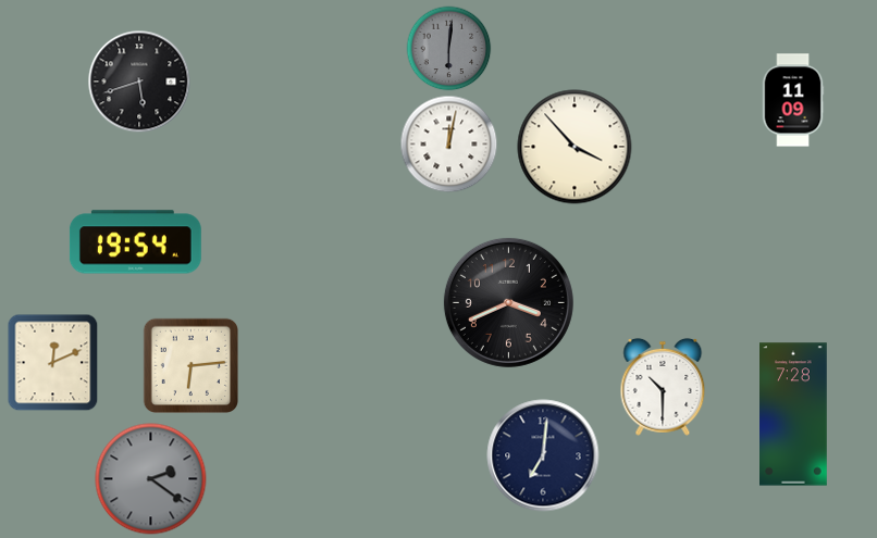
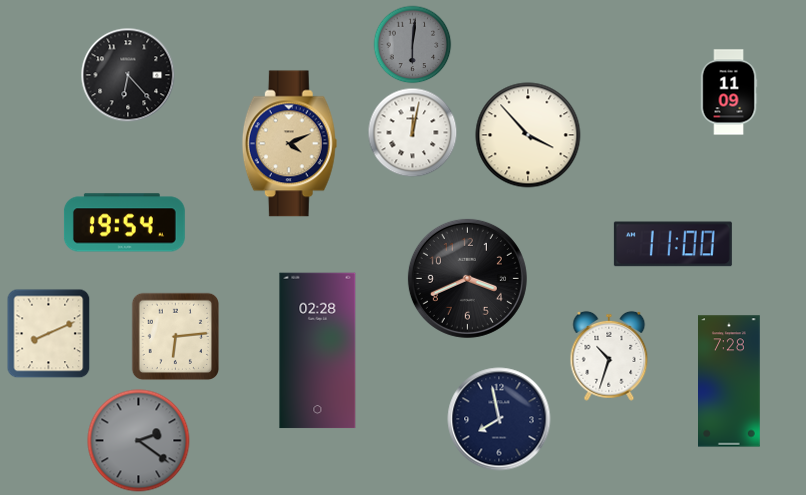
clock at (139, 82): 5:42 -> 6:23
clock at (289, 144): none -> 4:11
clock at (673, 244): none -> 11:00
clock at (53, 362): 12:11 -> 8:11
clock at (318, 351): none -> 02:28
clock at (663, 387): 10:30 -> 10:33
clock at (543, 455): 7:01 -> 7:58
